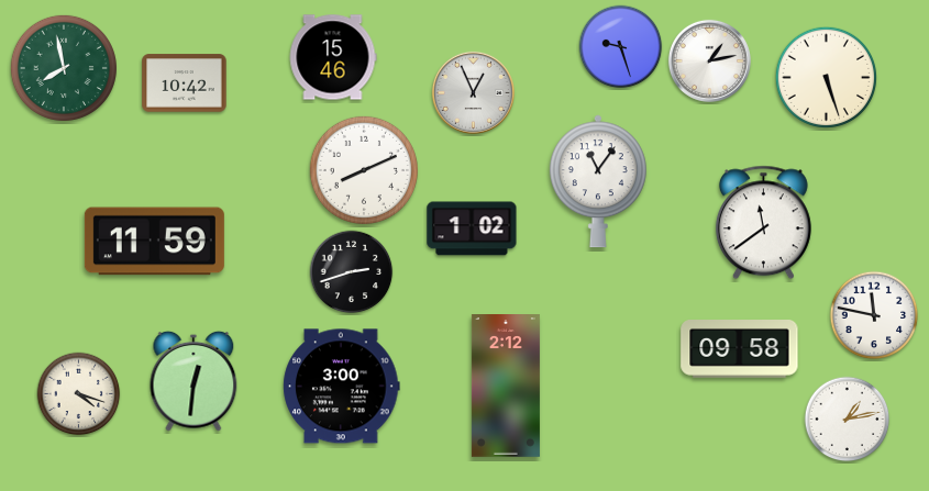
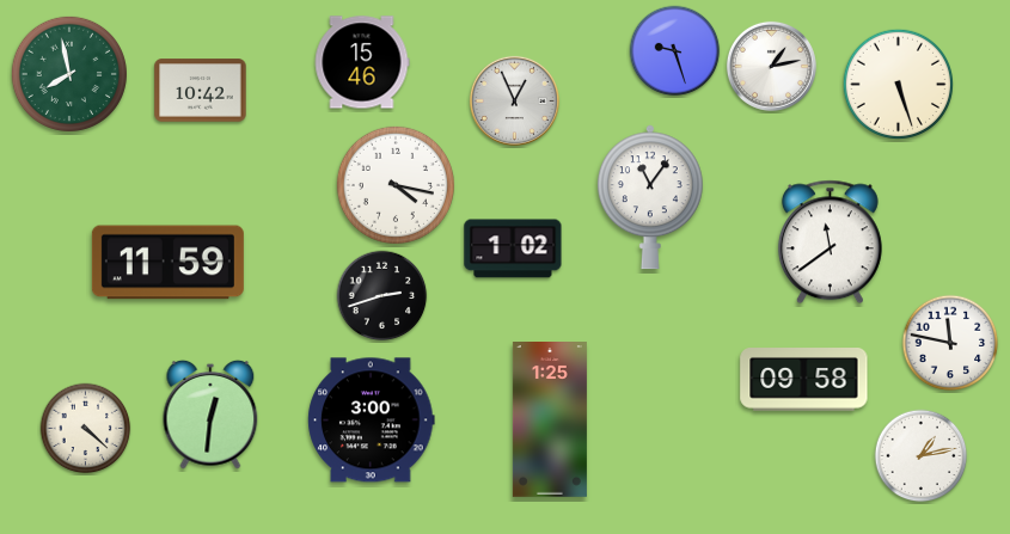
clock at (364, 170): 8:11 -> 4:17
clock at (506, 387): 2:12 -> 1:25
clock at (79, 394): 4:18 -> 4:22
